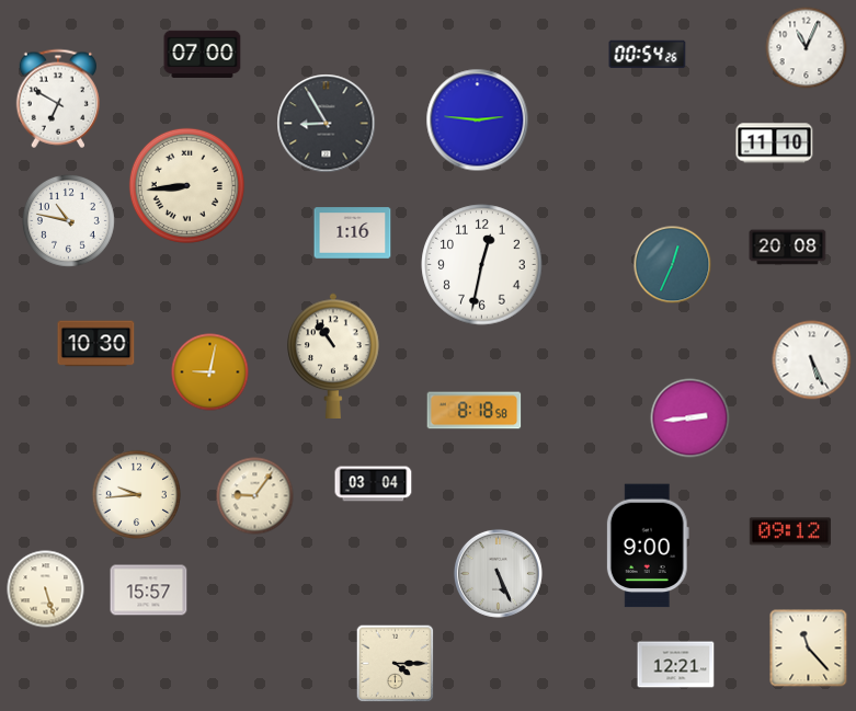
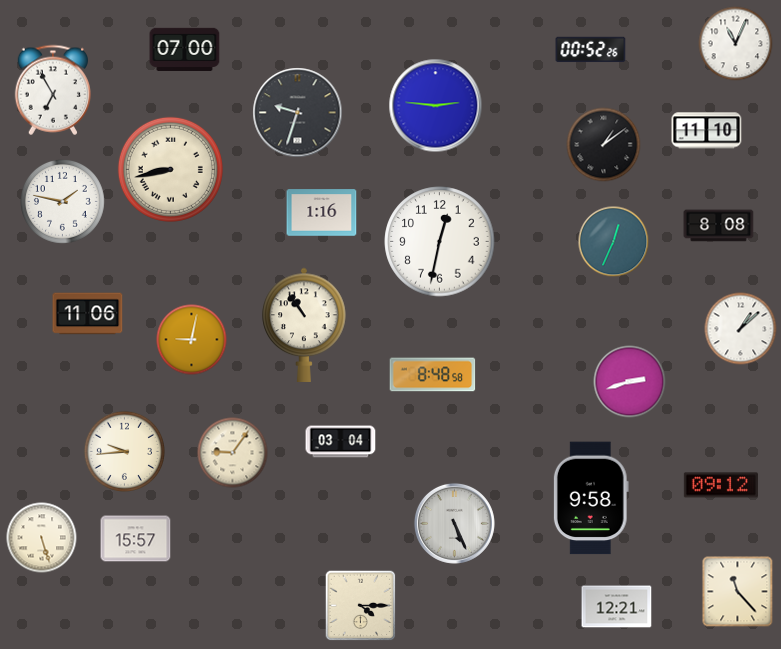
clock at (648, 55): 00:54 -> 00:52
clock at (57, 99): 6:50 -> 6:55
clock at (478, 121) position: (478, 121) -> (436, 106)
clock at (327, 124): 8:55 -> 9:33
clock at (604, 145): none -> 1:09
clock at (186, 185): 8:44 -> 8:43
clock at (68, 220): 10:47 -> 1:47
clock at (788, 248): 20:08 -> 8:08
clock at (96, 344): 10:30 -> 11:06
clock at (812, 360): 5:26 -> 1:08
clock at (475, 411): 8:18 -> 8:48
clock at (690, 418): 2:44 -> 2:42
clock at (648, 546): 9:00 -> 9:58
